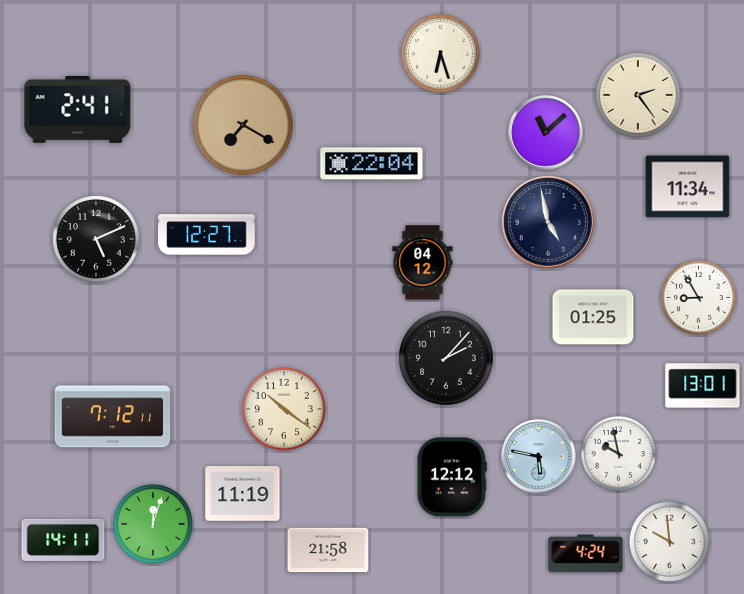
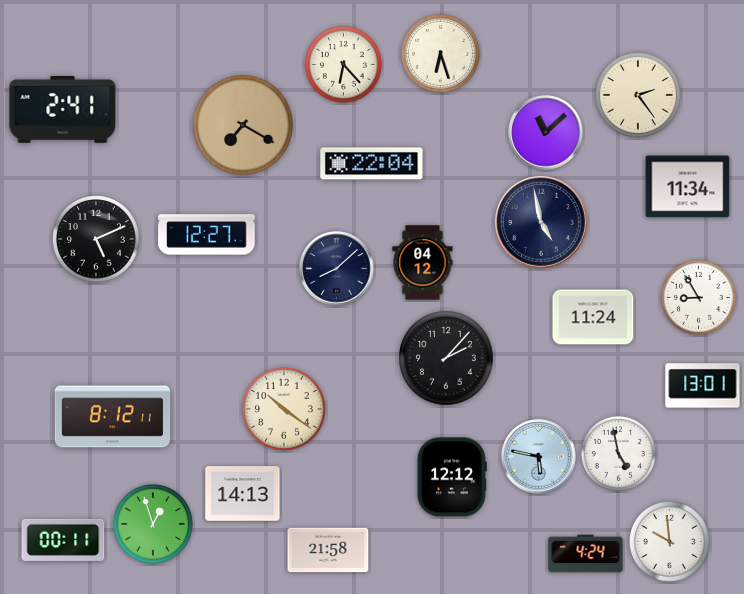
clock at (343, 64): none -> 6:23
clock at (78, 109) position: (78, 109) -> (63, 109)
clock at (549, 223) position: (549, 223) -> (542, 223)
clock at (337, 269): none -> 8:08
clock at (593, 317): 01:25 -> 11:24
clock at (113, 417): 7:12 -> 8:12
clock at (618, 453): 9:58 -> 4:58
clock at (243, 494): 11:19 -> 14:13
clock at (153, 524): 12:03 -> 12:57
clock at (63, 540): 14:11 -> 00:11
